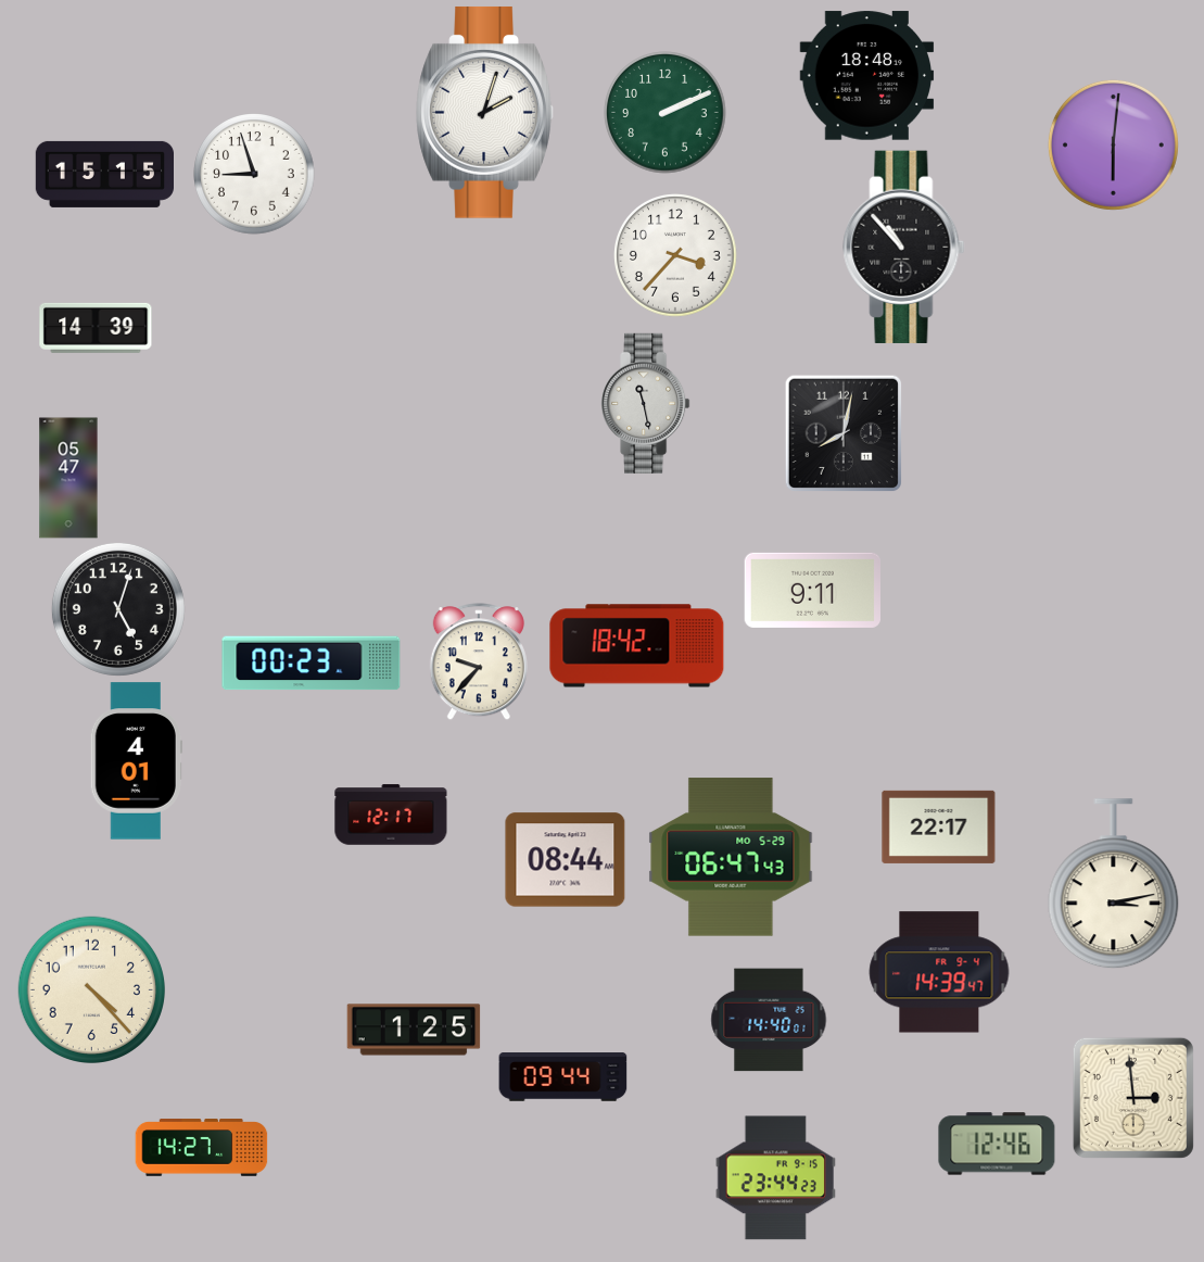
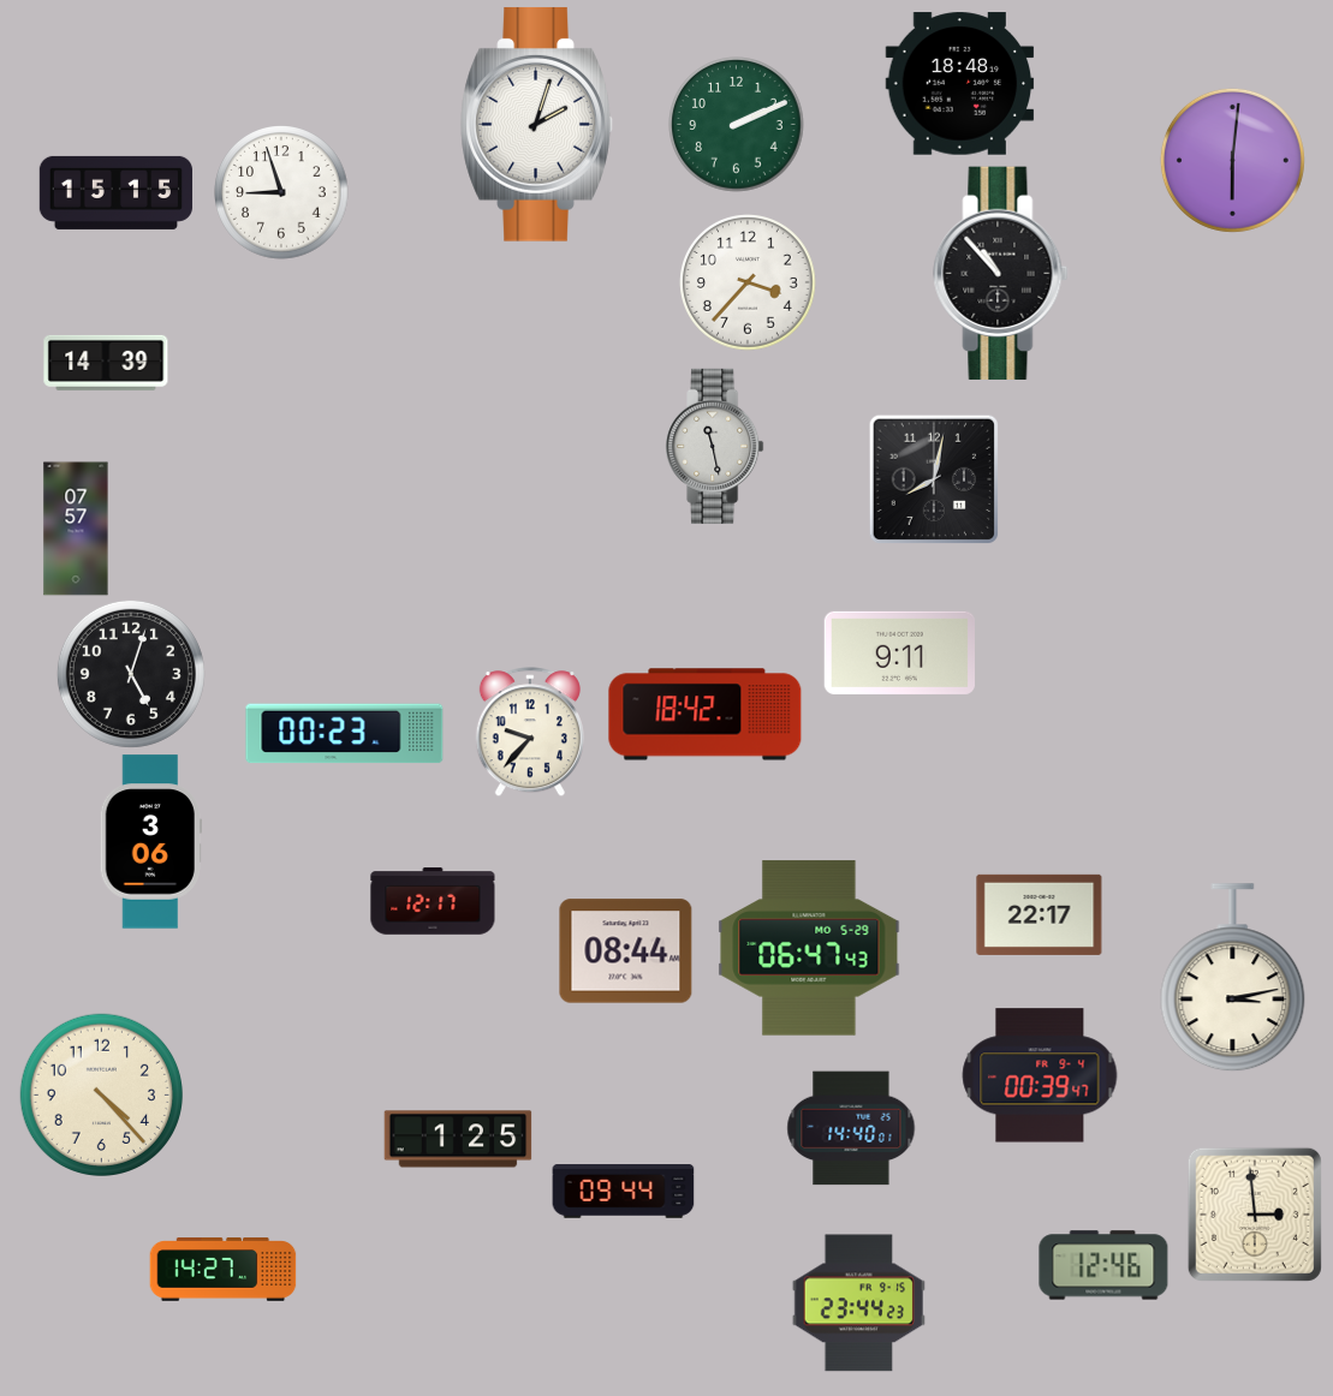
clock at (68, 478): 05:47 -> 07:57
clock at (136, 761): 4:01 -> 3:06
clock at (939, 972): 14:39 -> 00:39
